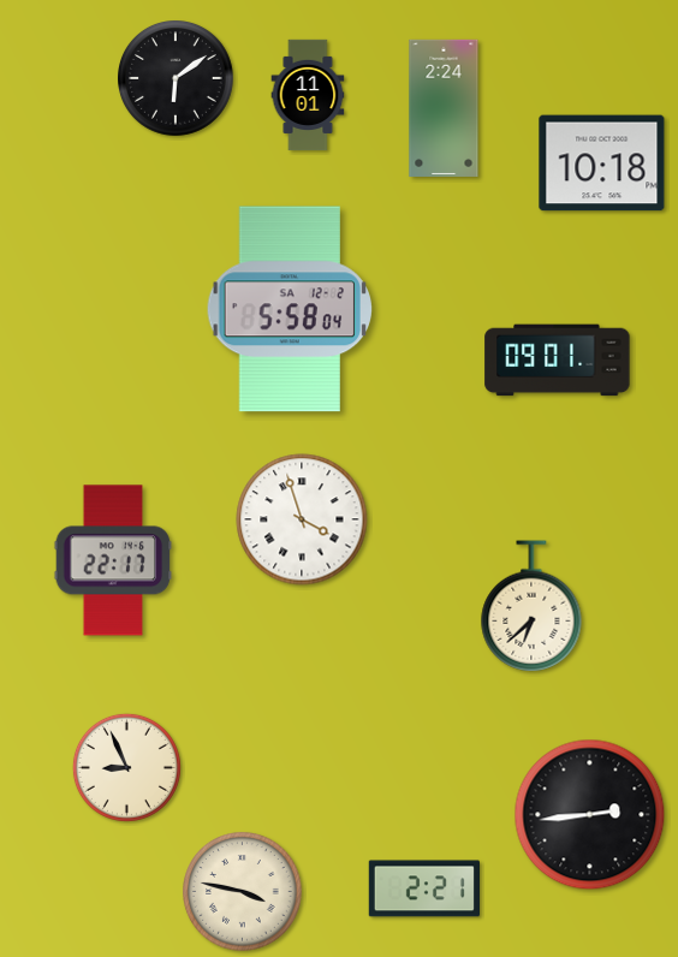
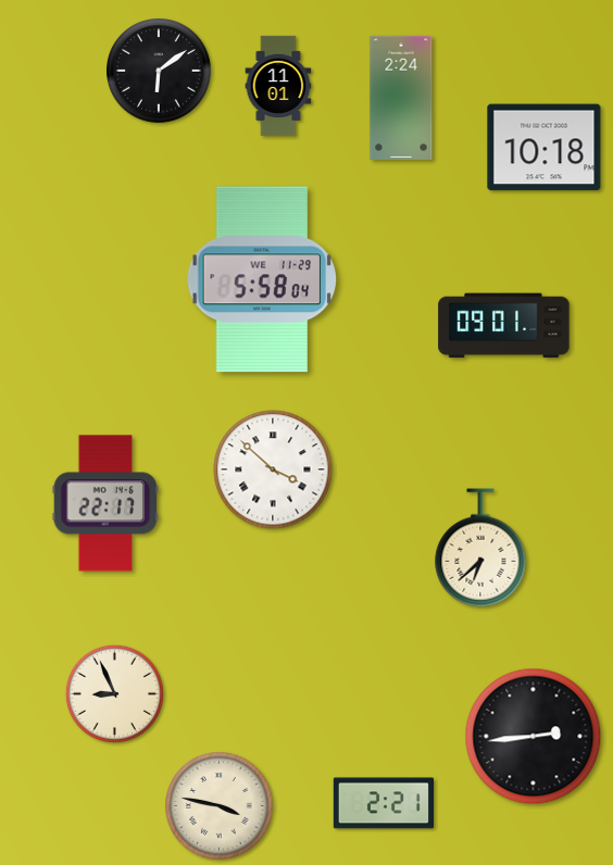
clock at (289, 309) date: SA 12-2 -> WE 11-29
clock at (302, 519): 3:57 -> 3:52
clock at (113, 560) position: (113, 560) -> (105, 503)
